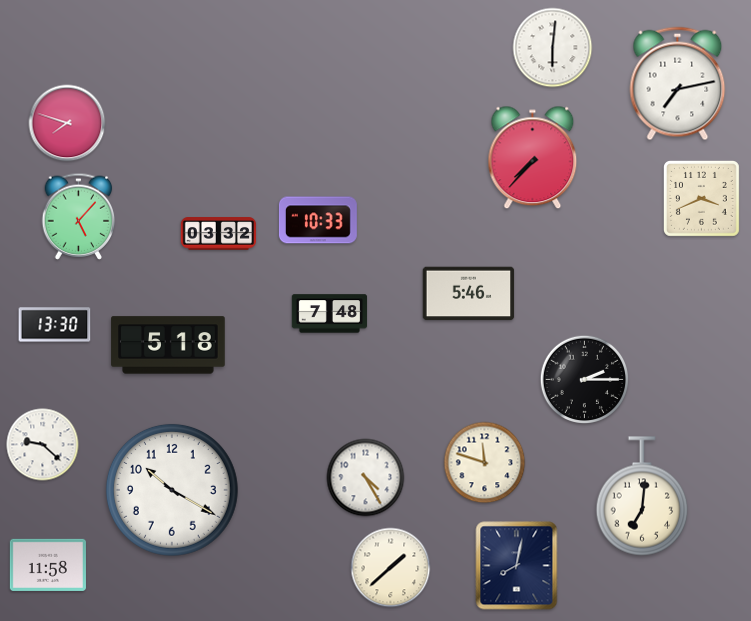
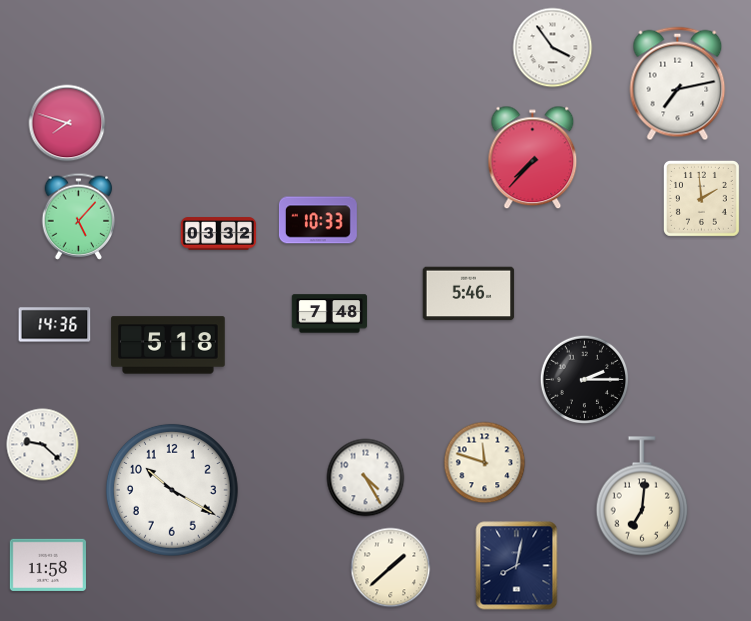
clock at (553, 48): 6:01 -> 3:54
clock at (701, 198): 3:41 -> 1:59
clock at (55, 325): 13:30 -> 14:36
